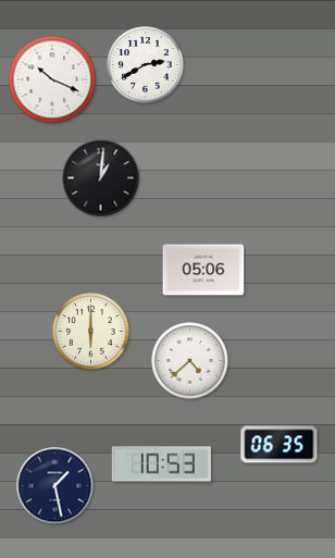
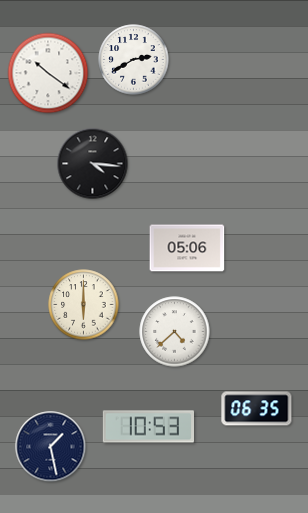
clock at (52, 79): 10:19 -> 10:21
clock at (101, 178): 1:01 -> 4:16
